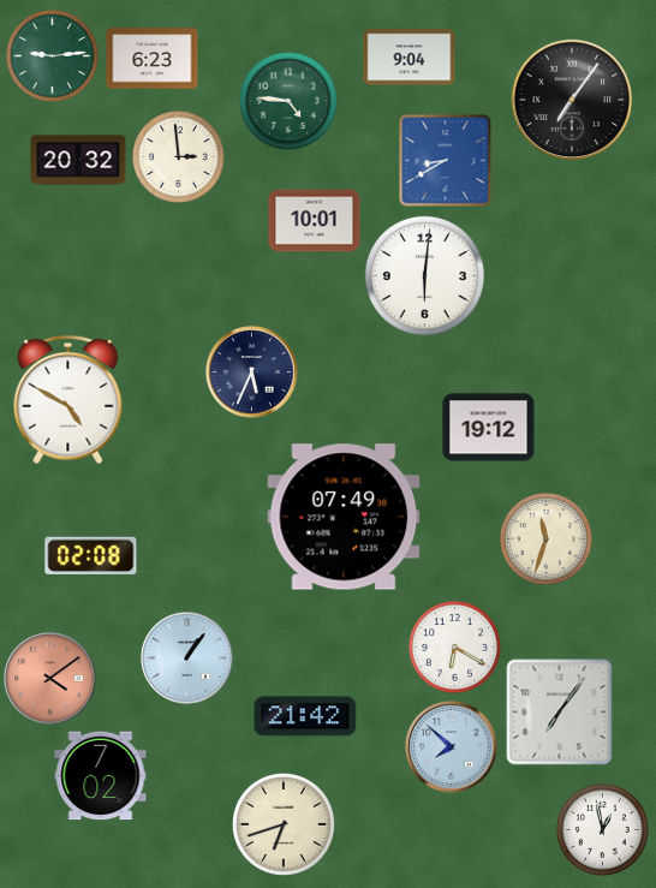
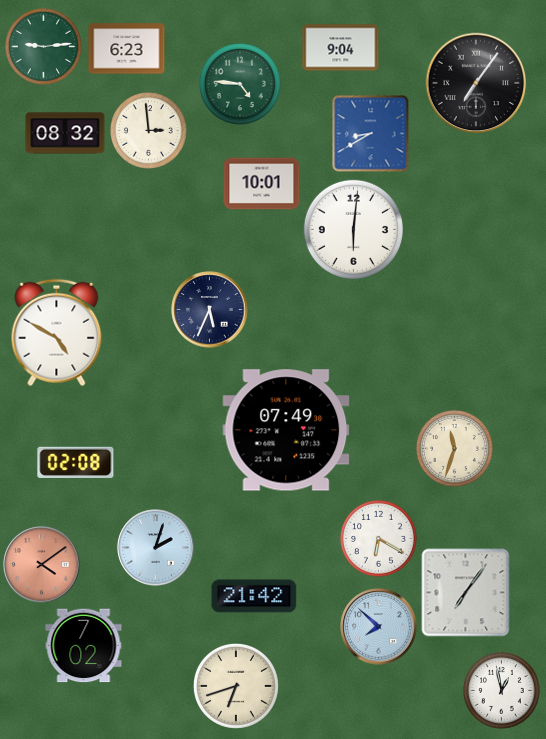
clock at (78, 160): 20:32 -> 08:32
clock at (489, 428): 19:12 -> none
clock at (187, 658): 1:06 -> 2:03
clock at (452, 747) position: (452, 747) -> (379, 627)
